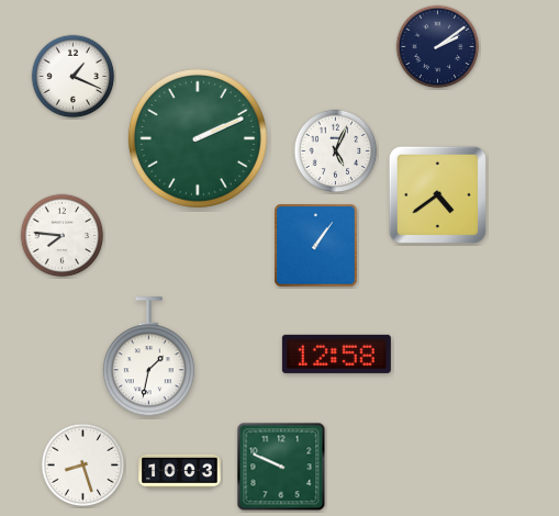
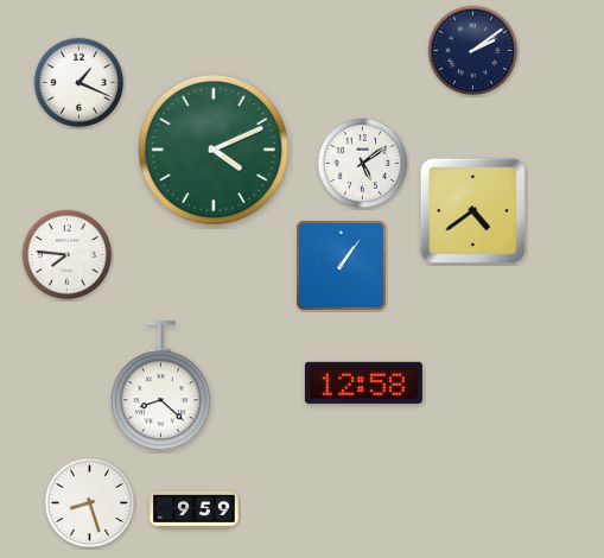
clock at (198, 138): 2:11 -> 4:11
clock at (336, 152): 5:04 -> 5:09
clock at (148, 357): 1:32 -> 8:22
clock at (281, 467): 9:49 -> none
clock at (180, 472): 10:03 -> 9:59
